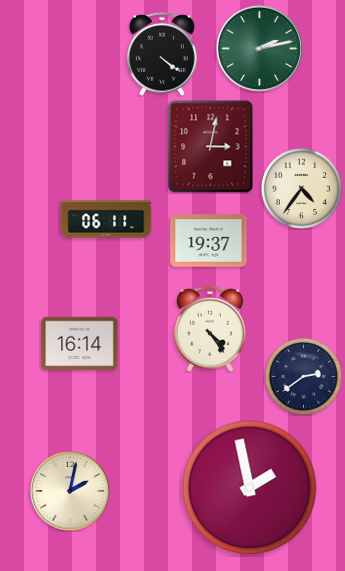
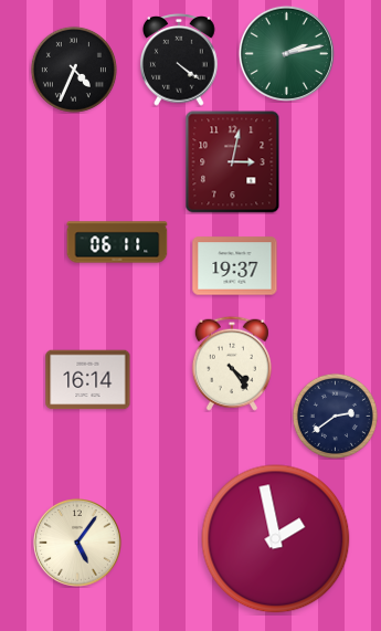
clock at (74, 70): none -> 4:34
clock at (301, 188): 4:36 -> none
clock at (209, 241) position: (209, 241) -> (235, 266)
clock at (71, 492): 2:02 -> 5:06
